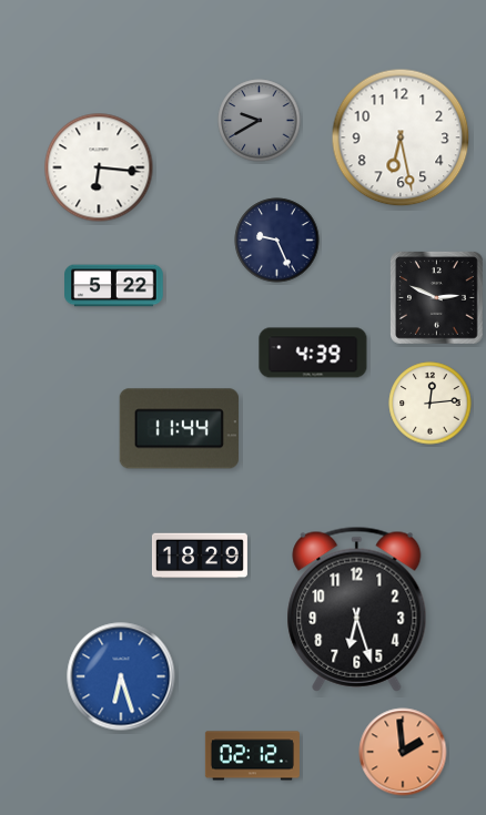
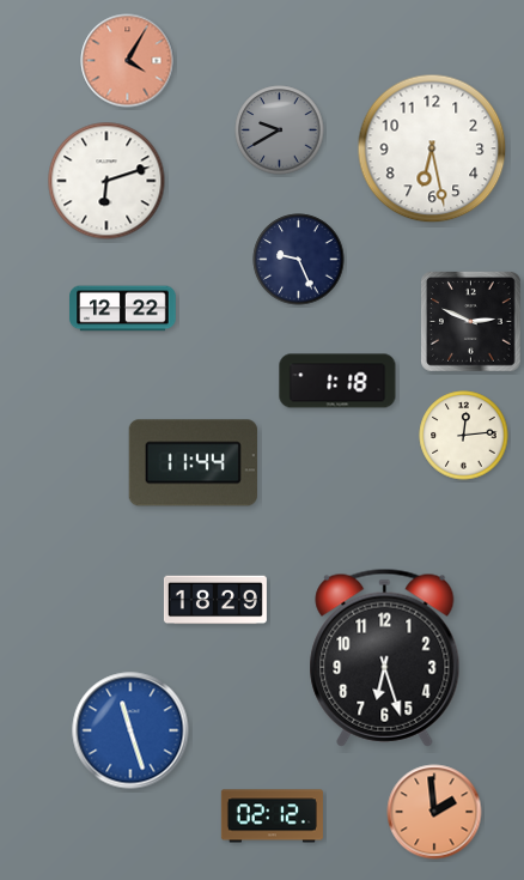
clock at (128, 61): none -> 4:05
clock at (99, 167): 6:16 -> 6:12
clock at (114, 286): 5:22 -> 12:22
clock at (313, 353): 4:39 -> 1:18
clock at (121, 676): 6:27 -> 11:27
